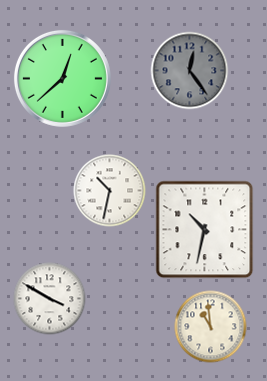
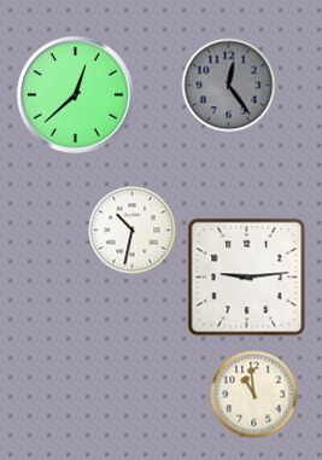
clock at (205, 230): 10:32 -> 9:14
clock at (50, 299): 3:50 -> none
